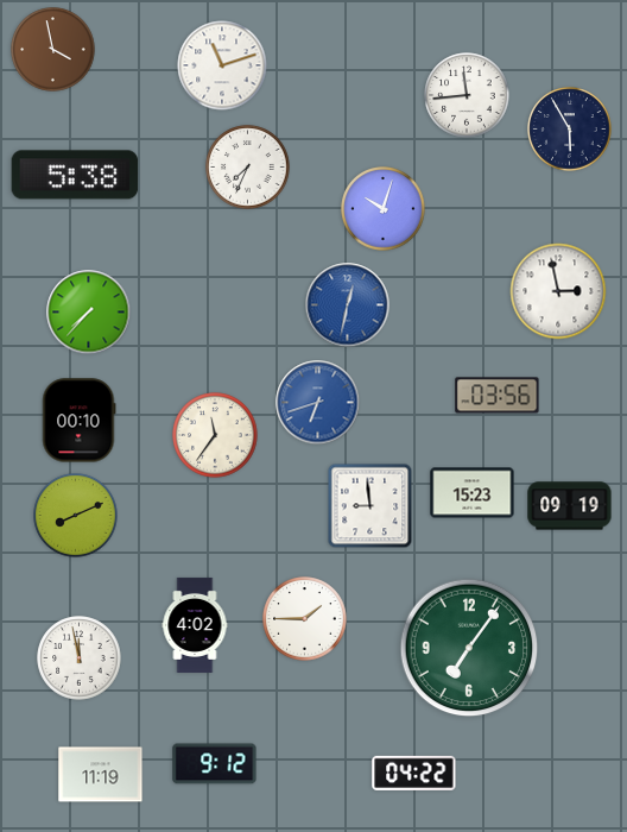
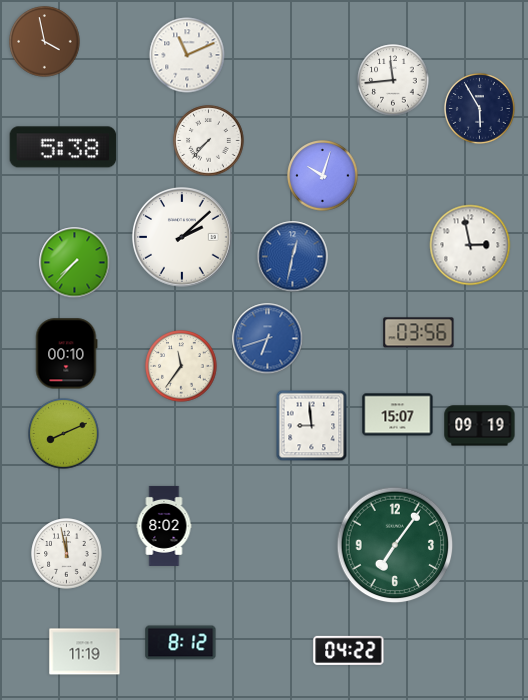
clock at (222, 65): 11:12 -> 11:11
clock at (248, 168): 7:34 -> 7:37
clock at (183, 238): none -> 2:08
clock at (473, 493): 15:23 -> 15:07
clock at (305, 619): 1:45 -> none
clock at (195, 625): 4:02 -> 8:02
clock at (215, 764): 9:12 -> 8:12
